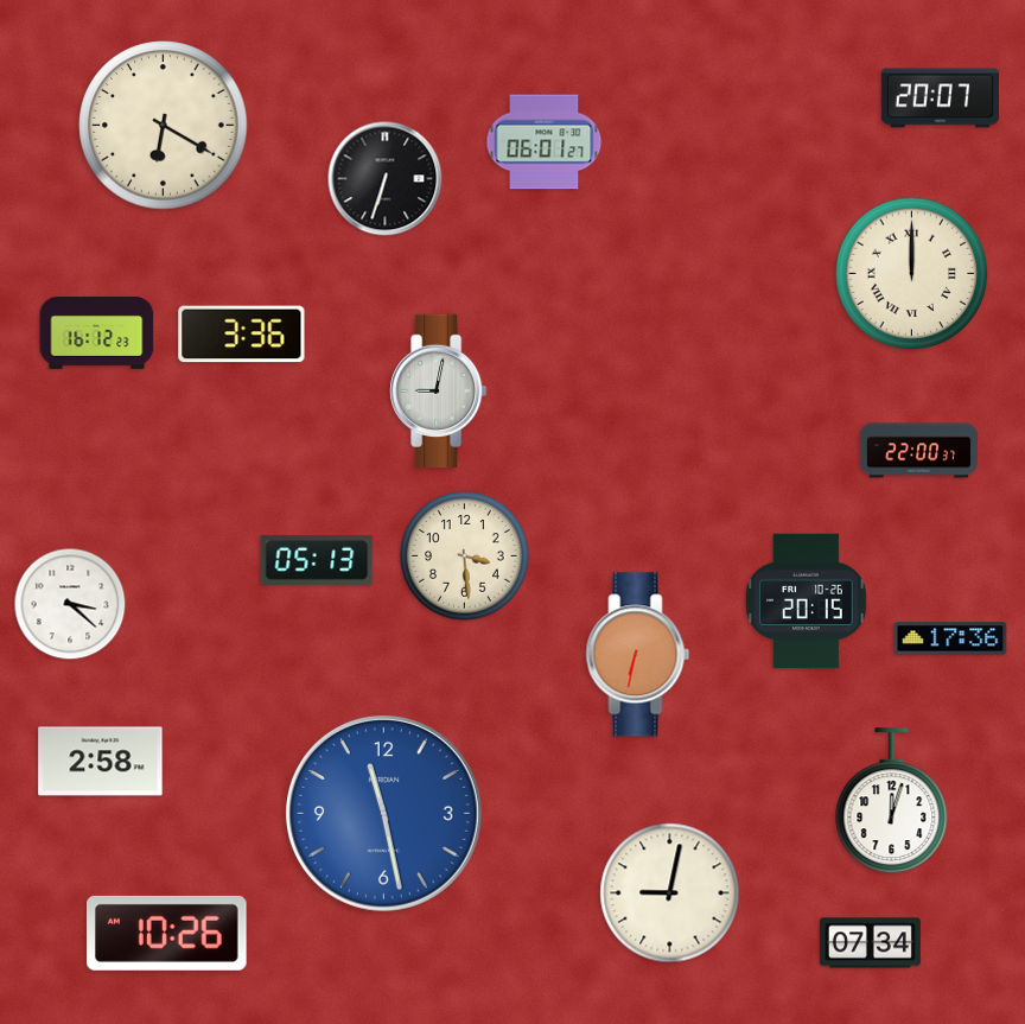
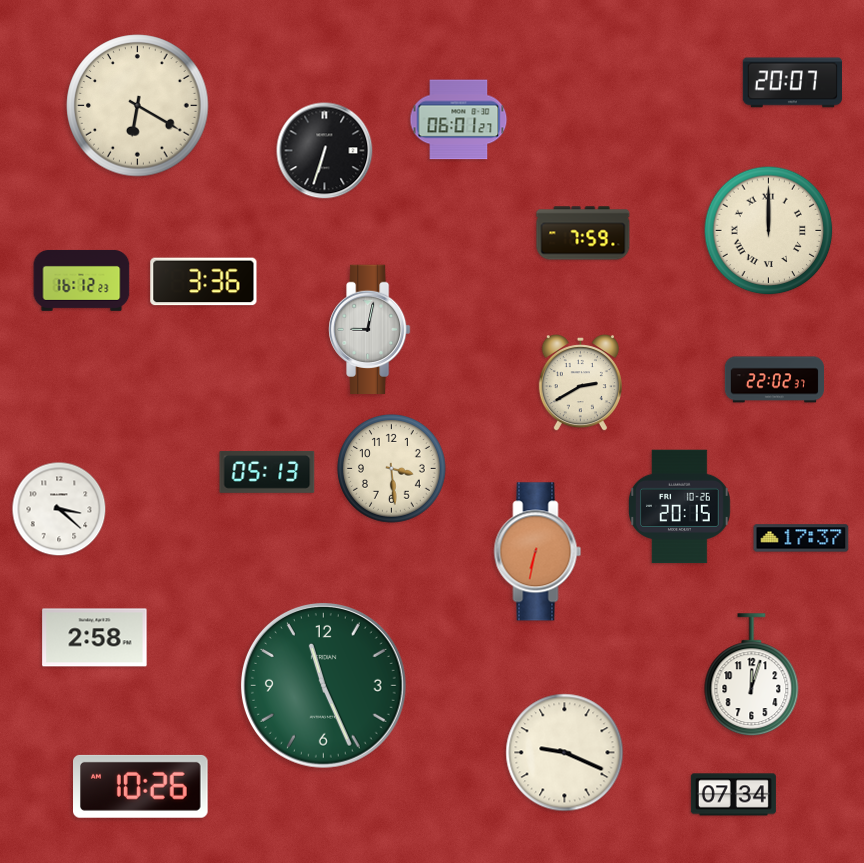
clock at (583, 233): none -> 7:59
clock at (919, 451): 22:00 -> 22:02
clock at (580, 384): none -> 2:40
clock at (950, 638): 17:36 -> 17:37
clock at (101, 762) position: (101, 762) -> (95, 638)
clock at (383, 813): 11:28 -> 11:26
clock at (383, 813) dial: blue -> green
clock at (670, 893): 9:02 -> 9:19
